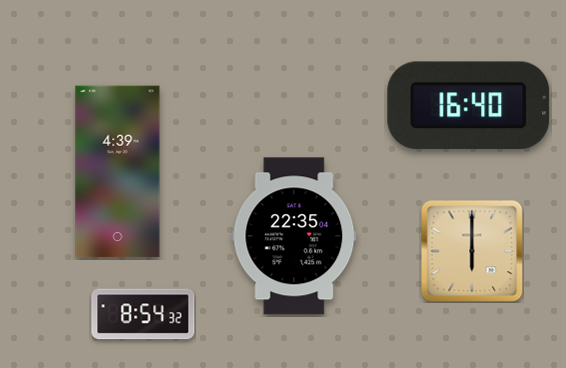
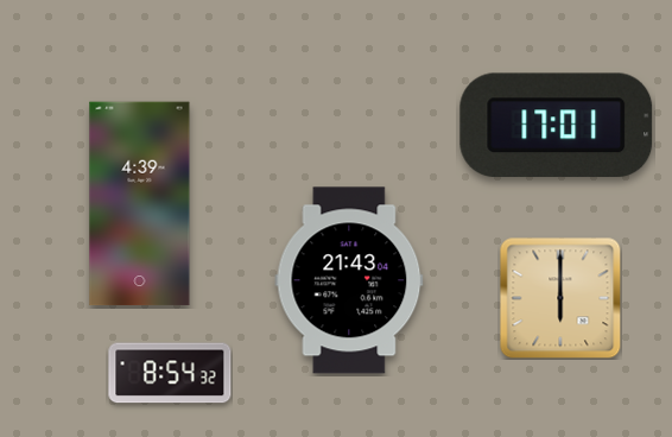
clock at (469, 105): 16:40 -> 17:01
clock at (294, 236): 22:35 -> 21:43
